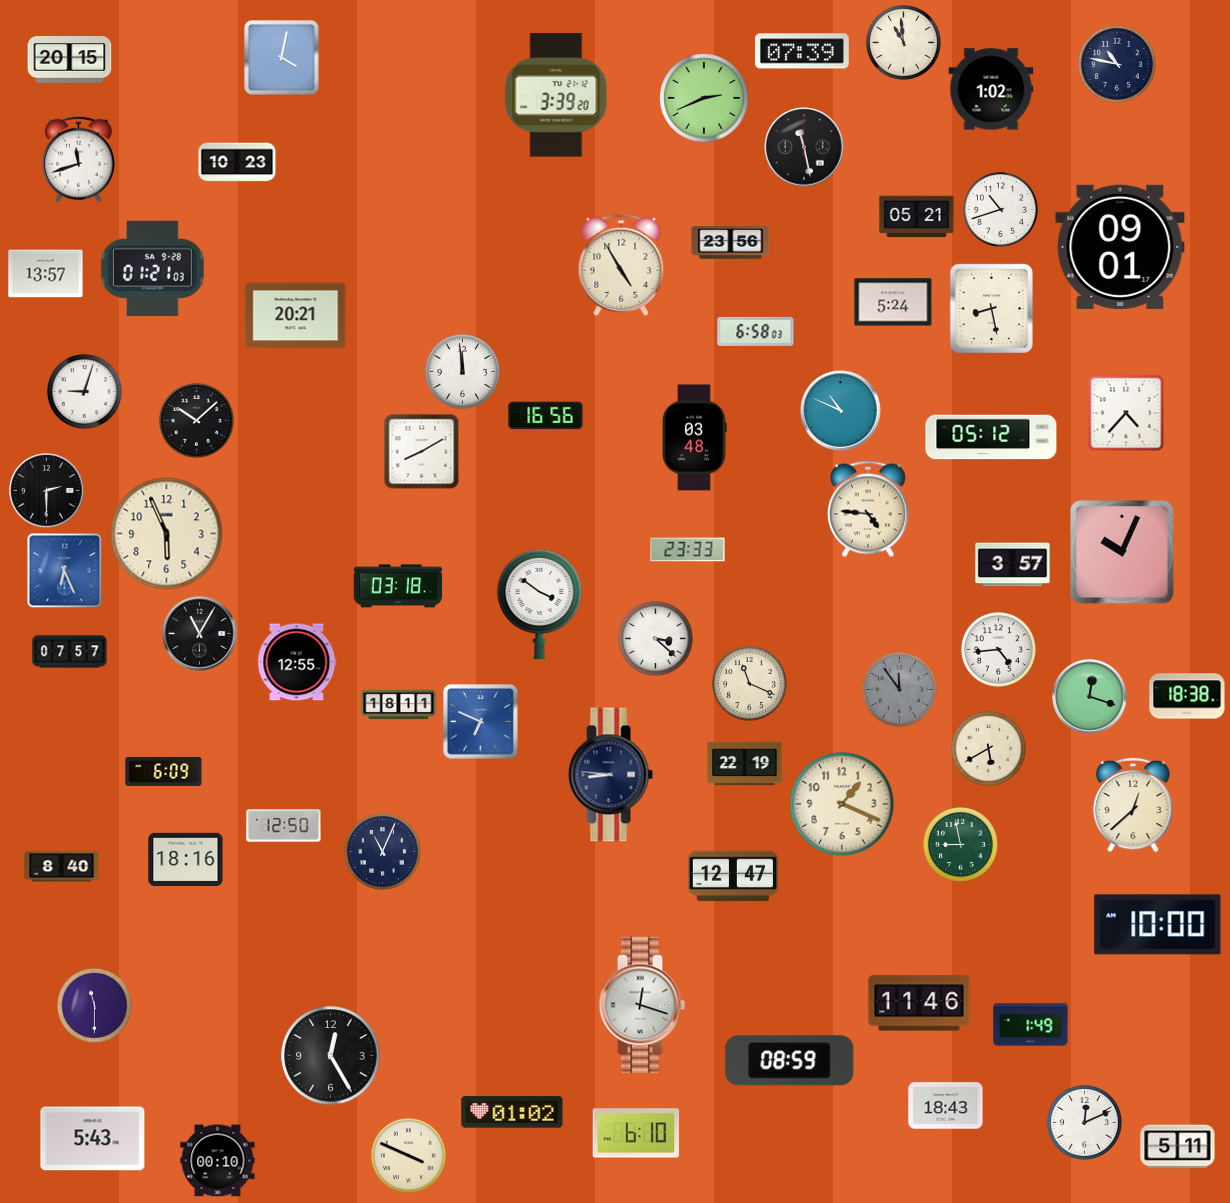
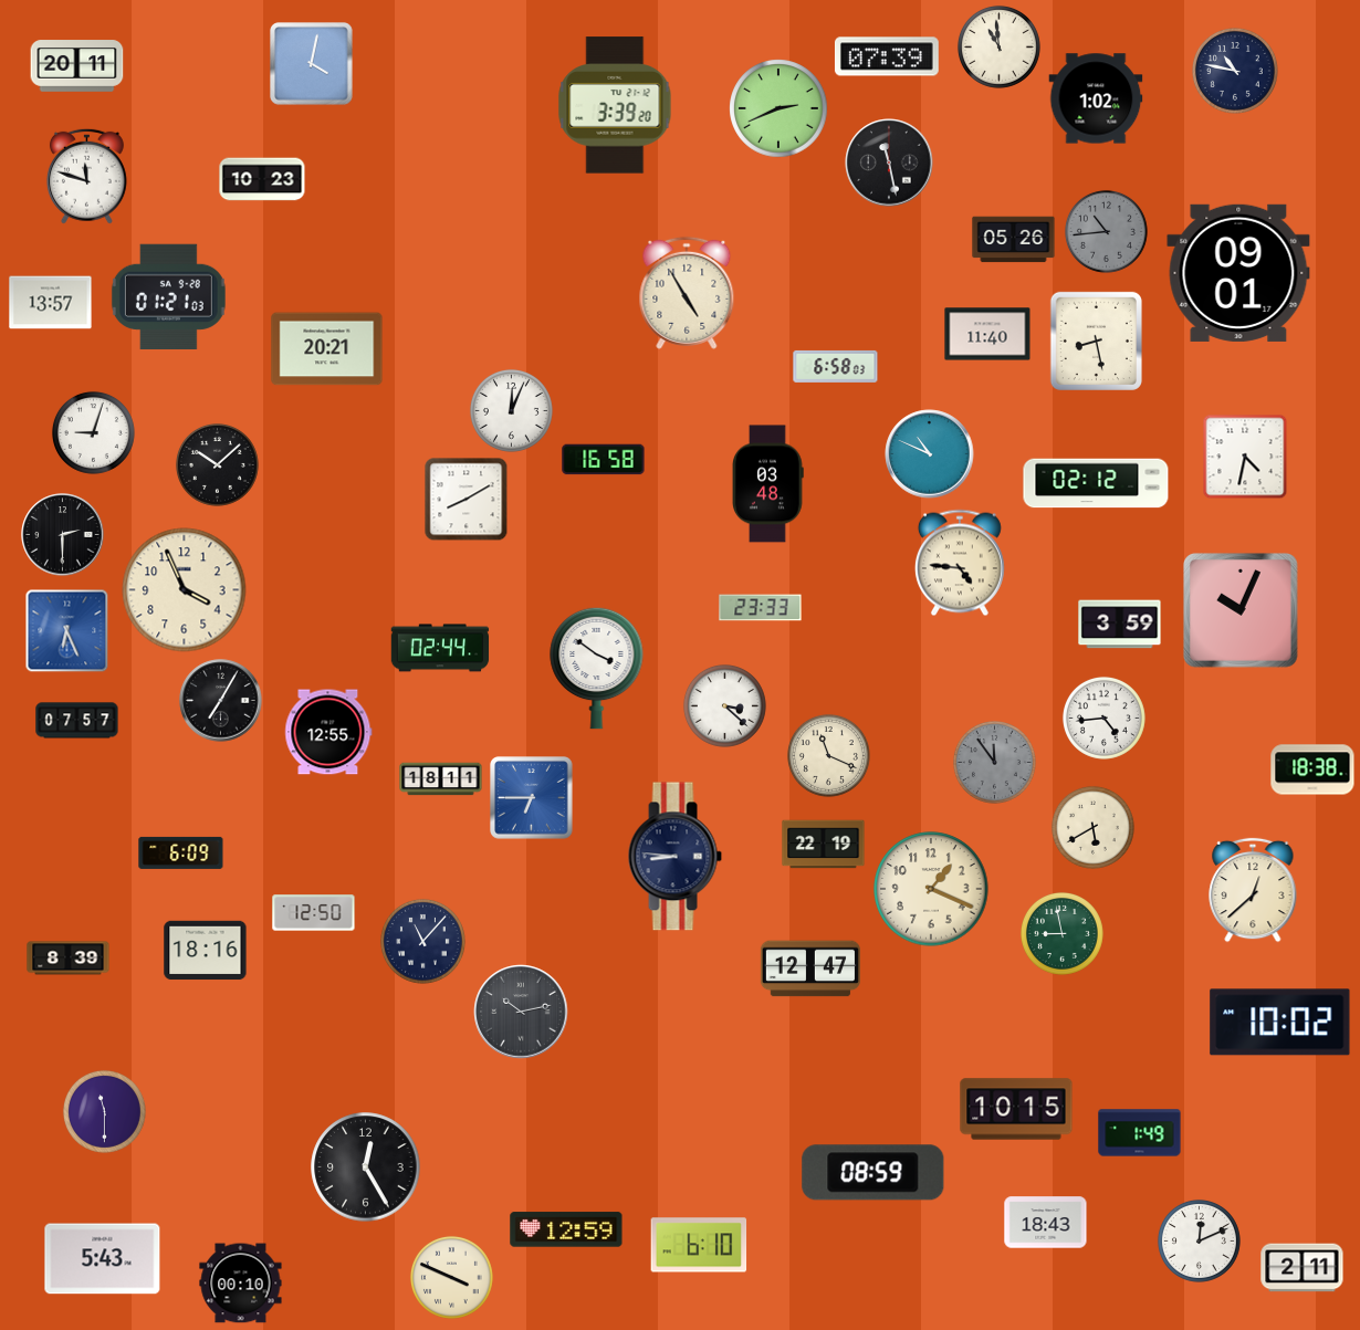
clock at (70, 60): 20:15 -> 20:11
clock at (78, 159): 11:42 -> 11:48
clock at (1000, 209): 10:42 -> 10:44
clock at (1000, 209) dial: white -> grey
clock at (917, 217): 05:21 -> 05:26
clock at (731, 243): 23:56 -> none
clock at (893, 302): 5:24 -> 11:40
clock at (462, 371): 11:59 -> 12:04
clock at (1126, 413): 4:37 -> 4:32
clock at (546, 416): 16:56 -> 16:58
clock at (991, 437): 05:12 -> 02:12
clock at (47, 491) position: (47, 491) -> (63, 535)
clock at (167, 534): 5:56 -> 3:56
clock at (1013, 565): 3:57 -> 3:59
clock at (65, 571) position: (65, 571) -> (67, 631)
clock at (398, 586): 03:18 -> 02:44
clock at (200, 634): 11:05 -> 7:05
clock at (1090, 697): 12:18 -> none
clock at (481, 722): 6:49 -> 6:45
clock at (382, 851): 11:04 -> 11:07
clock at (62, 867): 8:40 -> 8:39
clock at (521, 1012): none -> 10:13
clock at (1158, 925): 10:00 -> 10:02
clock at (919, 1003): 11:46 -> 10:15
clock at (642, 1005): 12:18 -> none
clock at (512, 1112): 01:02 -> 12:59
clock at (636, 1133) position: (636, 1133) -> (699, 1245)
clock at (1178, 1147): 5:11 -> 2:11
